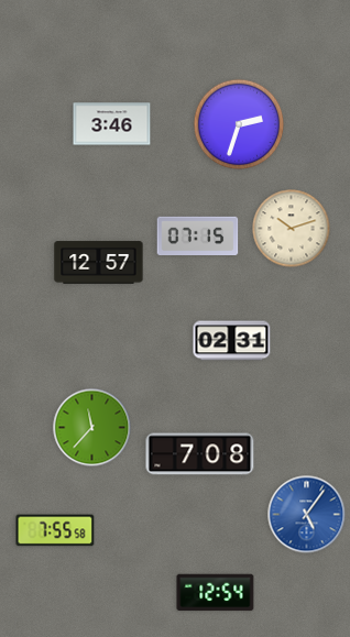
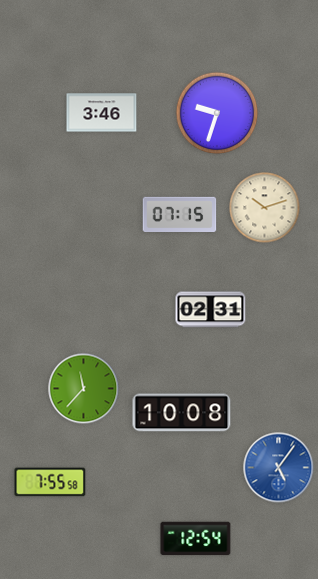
clock at (239, 124): 2:33 -> 9:33
clock at (99, 263): 12:57 -> none
clock at (200, 454): 7:08 -> 10:08
